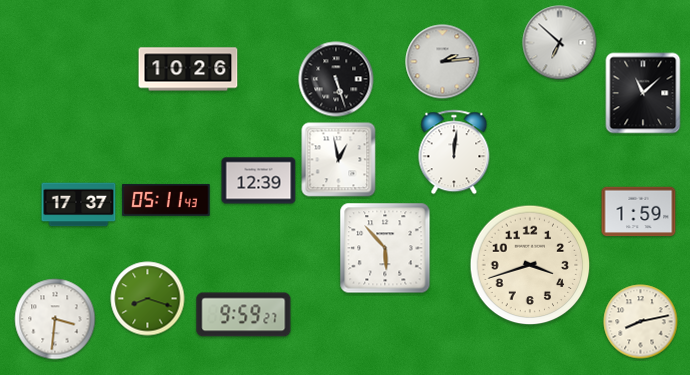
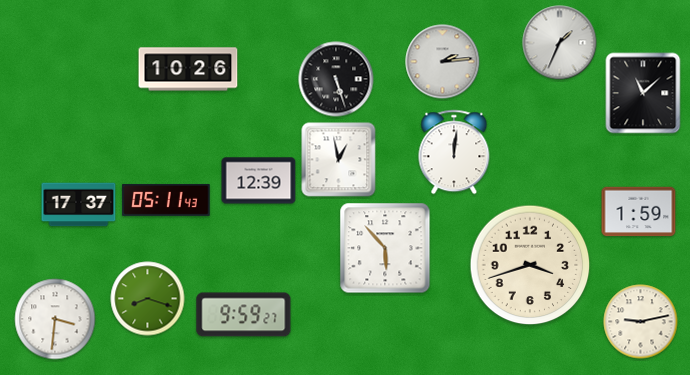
clock at (560, 43): 6:52 -> 1:34
clock at (641, 322): 8:13 -> 9:13
